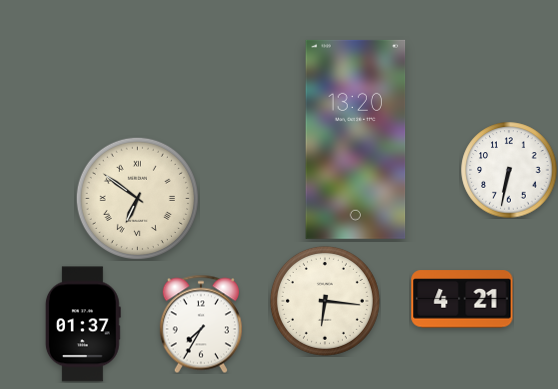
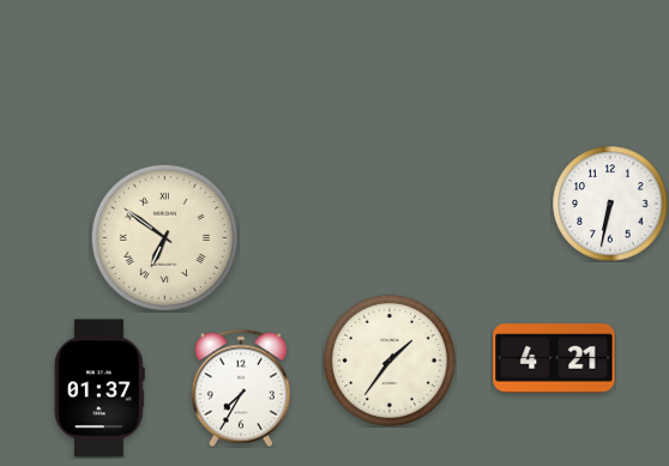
clock at (356, 139): 13:20 -> none
clock at (325, 301): 6:16 -> 1:36
